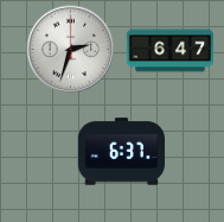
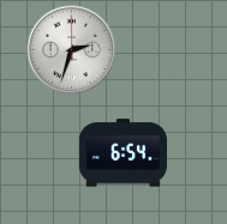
clock at (171, 51): 6:47 -> none
clock at (121, 152): 6:37 -> 6:54
